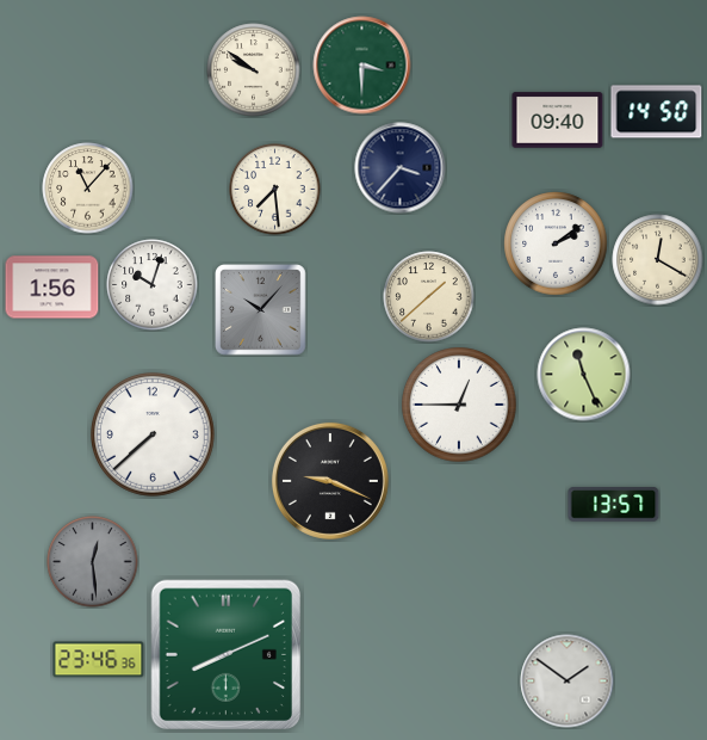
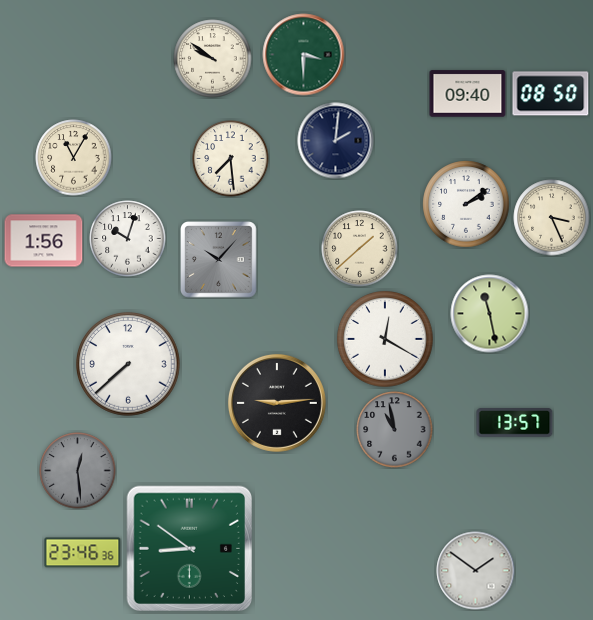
clock at (657, 112): 14:50 -> 08:50
clock at (558, 121) position: (558, 121) -> (468, 94)
clock at (401, 168): 3:37 -> 2:01
clock at (88, 189): 11:07 -> 11:05
clock at (658, 260): 12:20 -> 3:26
clock at (584, 375): 11:26 -> 11:28
clock at (459, 405): 12:45 -> 12:20
clock at (330, 481): 9:19 -> 9:14
clock at (395, 430): none -> 10:58
clock at (225, 654): 8:11 -> 8:51
